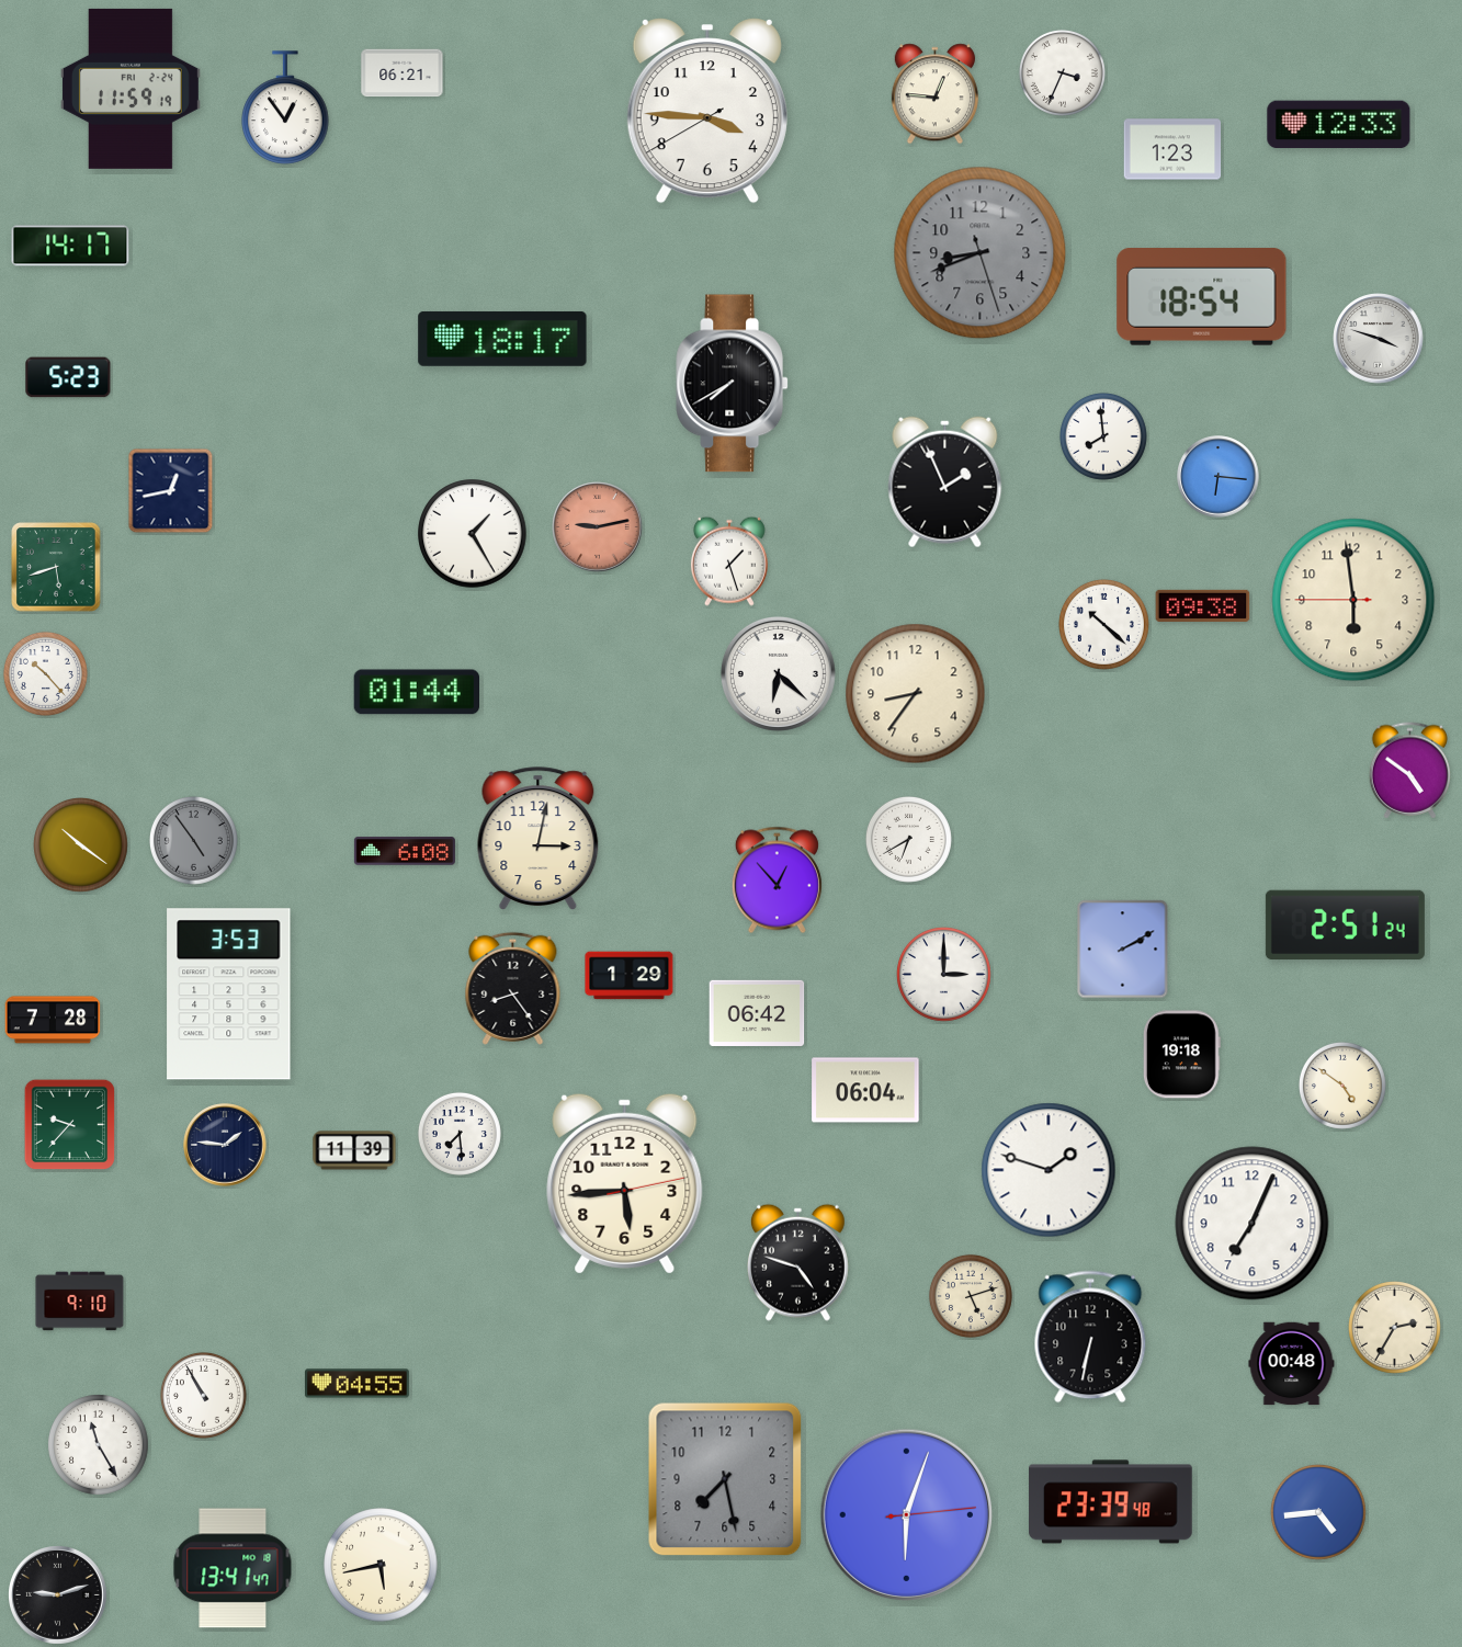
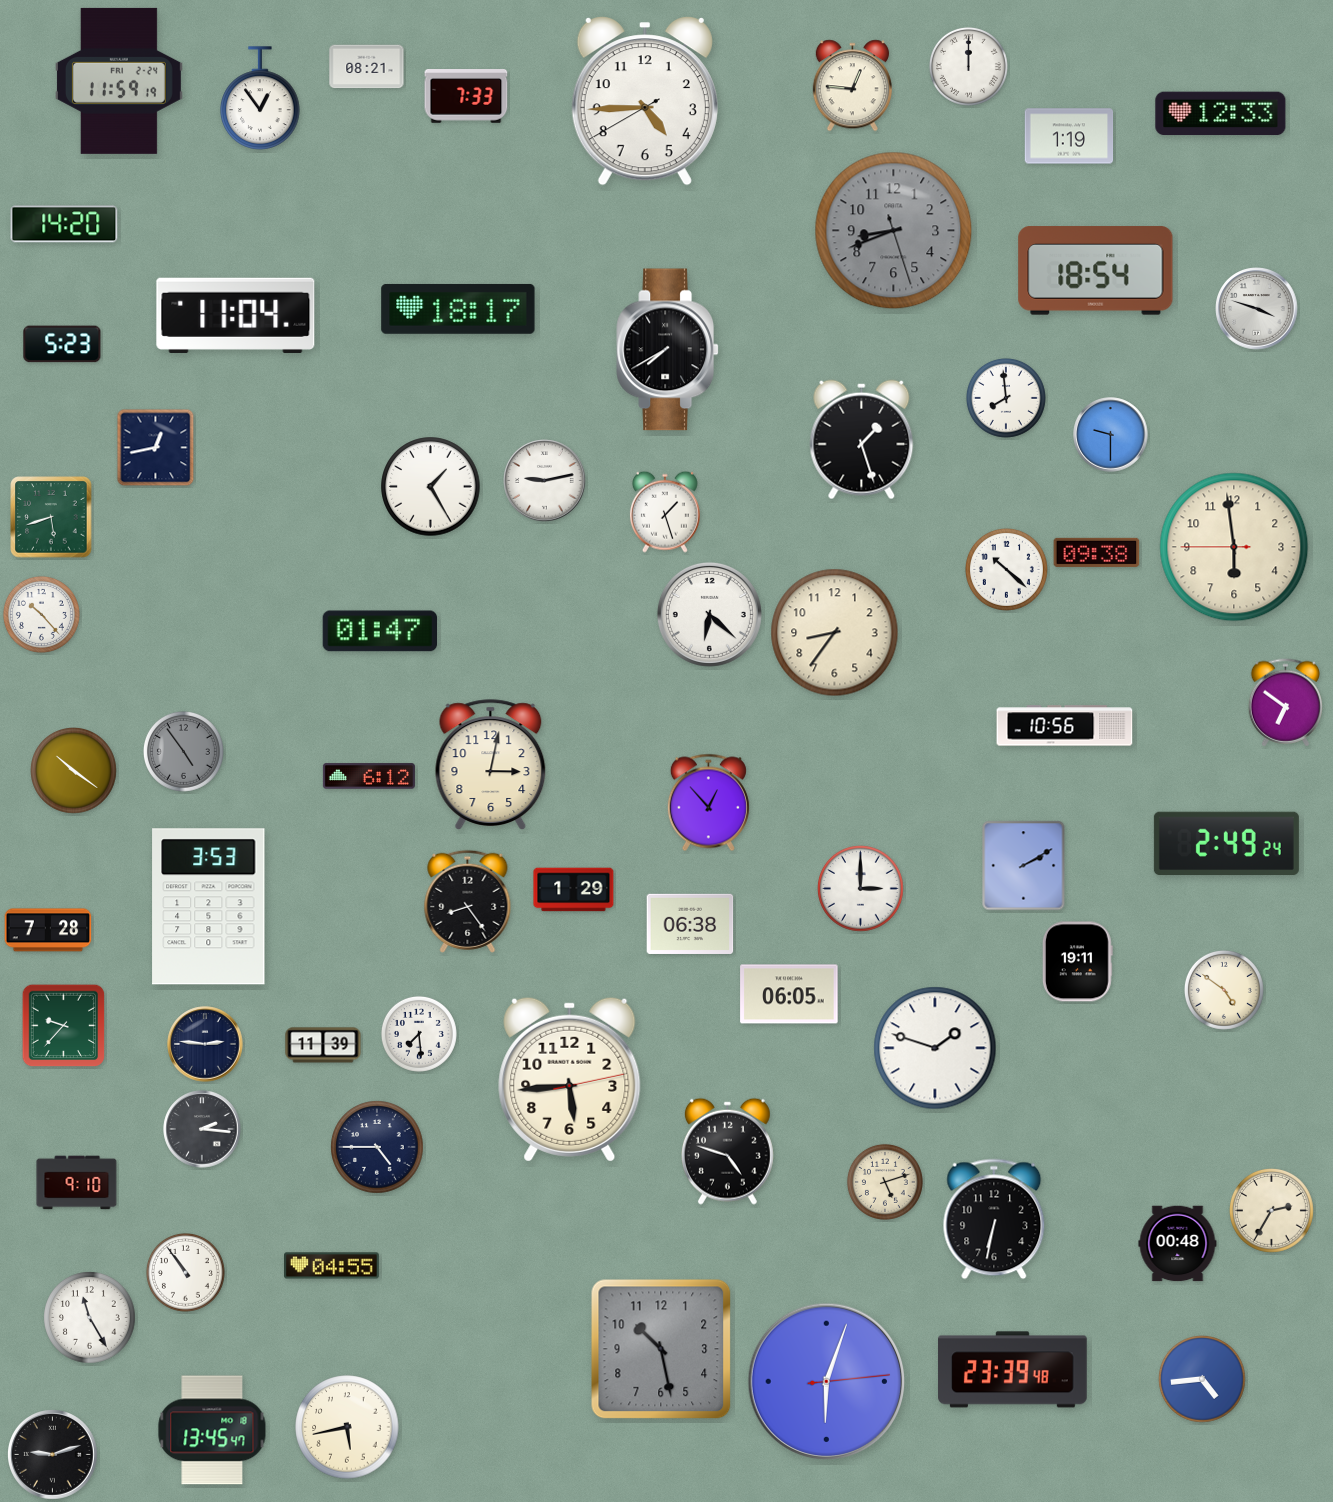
clock at (1062, 72): 3:34 -> 12:00
clock at (403, 73): 06:21 -> 08:21
clock at (466, 97): none -> 7:33
clock at (707, 111): 3:45 -> 4:44
clock at (1172, 149): 1:23 -> 1:19
clock at (70, 246): 14:17 -> 14:20
clock at (236, 315): none -> 11:04
clock at (1219, 477): 6:16 -> 9:30
clock at (945, 482): 1:56 -> 1:27
clock at (598, 527) dial: salmon -> white
clock at (416, 692): 01:44 -> 01:47
clock at (1409, 771): 4:51 -> 6:51
clock at (1065, 726): none -> 10:56
clock at (908, 839): 6:40 -> none
clock at (193, 840) position: (193, 840) -> (183, 751)
clock at (405, 851): 6:08 -> 6:12
clock at (1345, 925): 2:51 -> 2:49
clock at (757, 1013): 06:42 -> 06:38
clock at (1181, 1055): 19:18 -> 19:11
clock at (865, 1090): 06:04 -> 06:05
clock at (225, 1145): 1:46 -> 2:46
clock at (354, 1150) position: (354, 1150) -> (323, 1045)
clock at (1049, 1170) position: (1049, 1170) -> (935, 1048)
clock at (1253, 1224): 7:04 -> none
clock at (202, 1129): none -> 2:16
clock at (377, 1147): none -> 4:45
clock at (80, 1302) position: (80, 1302) -> (77, 1183)
clock at (358, 1384) position: (358, 1384) -> (332, 1266)
clock at (203, 1395): 10:55 -> 10:54
clock at (725, 1479): 7:28 -> 10:28
clock at (233, 1568): 13:41 -> 13:45
